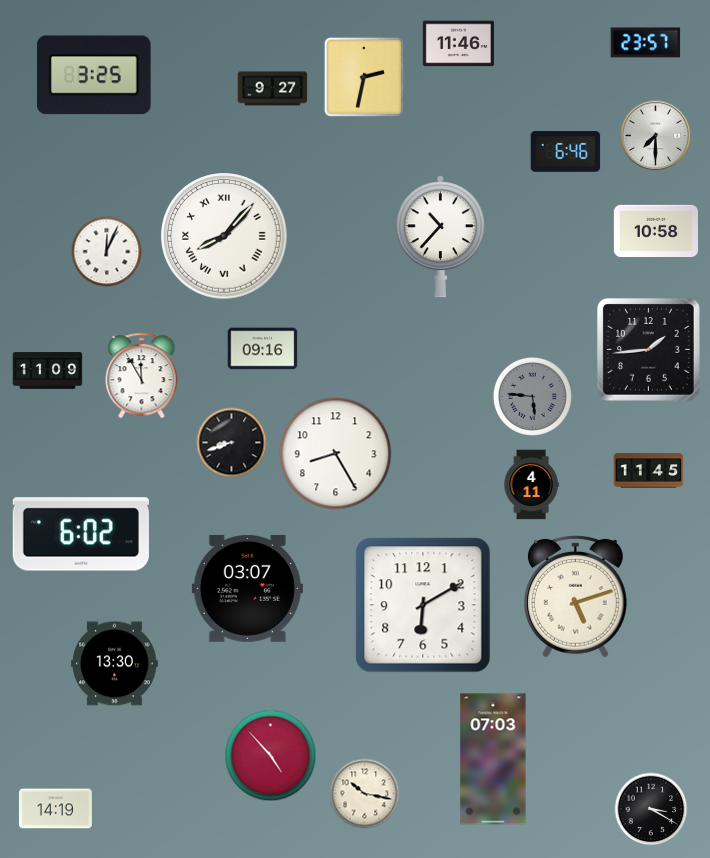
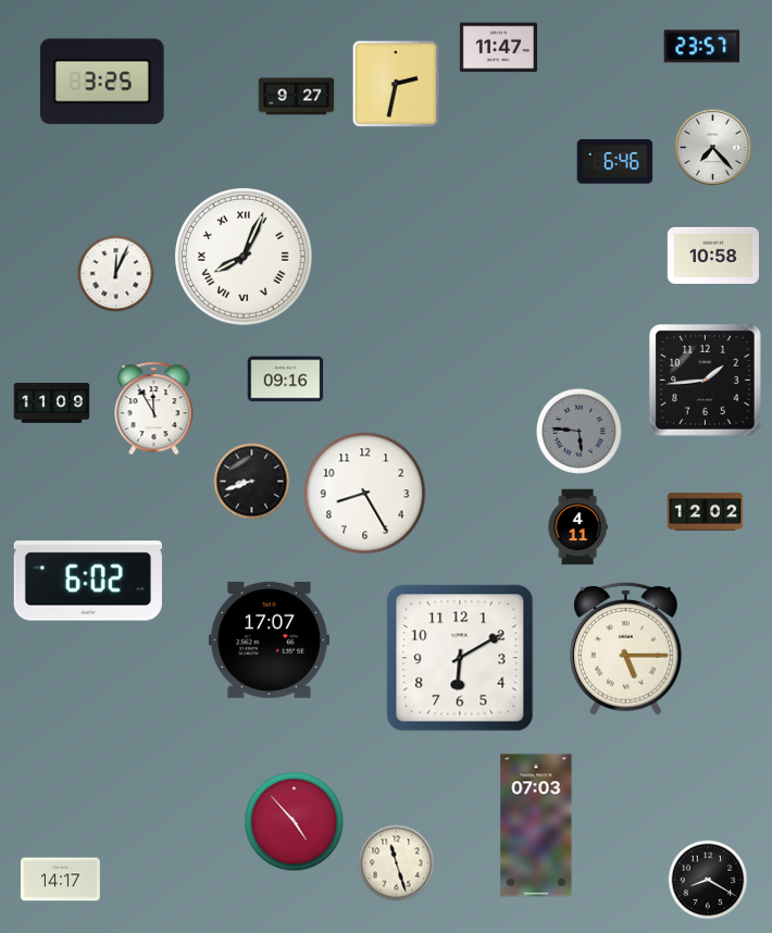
clock at (458, 44): 11:46 -> 11:47
clock at (656, 136): 7:30 -> 7:23
clock at (566, 152) position: (566, 152) -> (615, 162)
clock at (655, 230) position: (655, 230) -> (712, 254)
clock at (224, 236): 8:07 -> 8:04
clock at (440, 237): 10:37 -> none
clock at (649, 471): 11:45 -> 12:02
clock at (247, 588): 03:07 -> 17:07
clock at (575, 596): 5:12 -> 5:15
clock at (115, 664): 13:30 -> none
clock at (365, 794): 10:17 -> 11:27
clock at (55, 809): 14:19 -> 14:17
clock at (651, 809): 3:20 -> 8:20
